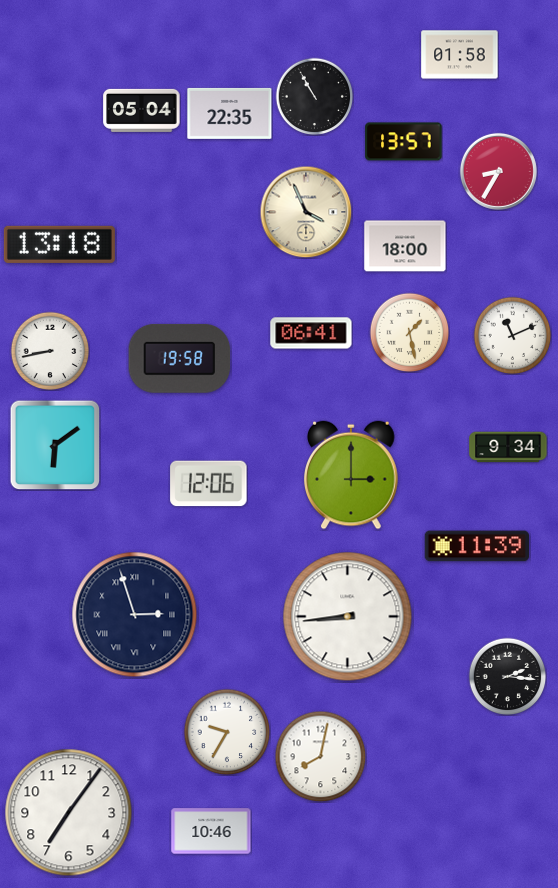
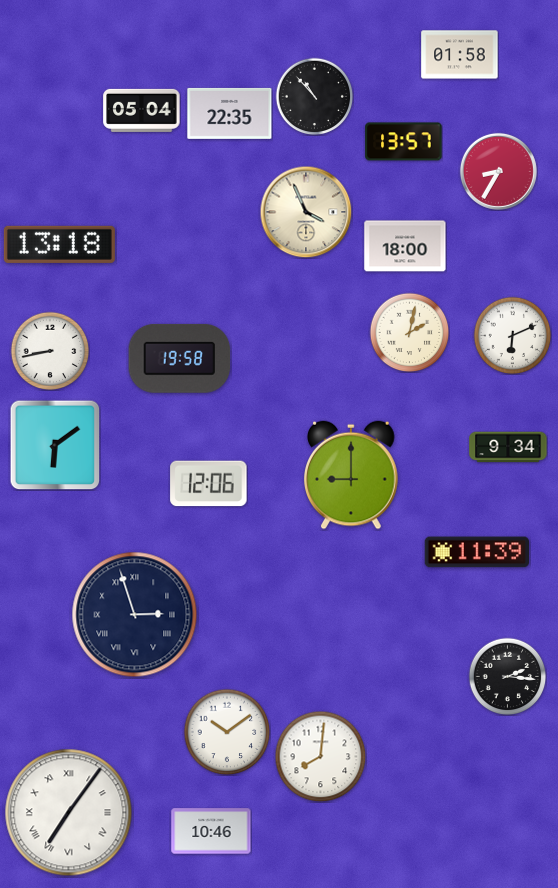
clock at (314, 96): 10:55 -> 10:53
clock at (409, 332): 1:28 -> 2:02
clock at (311, 333): 06:41 -> none
clock at (512, 335): 11:11 -> 6:11
clock at (351, 475): 3:00 -> 9:00
clock at (476, 546) position: (476, 546) -> (476, 552)
clock at (348, 617): 8:44 -> none
clock at (227, 732): 9:35 -> 10:09
clock at (320, 756): 8:02 -> 8:01
clock at (69, 813) numerals: Arabic -> Roman
